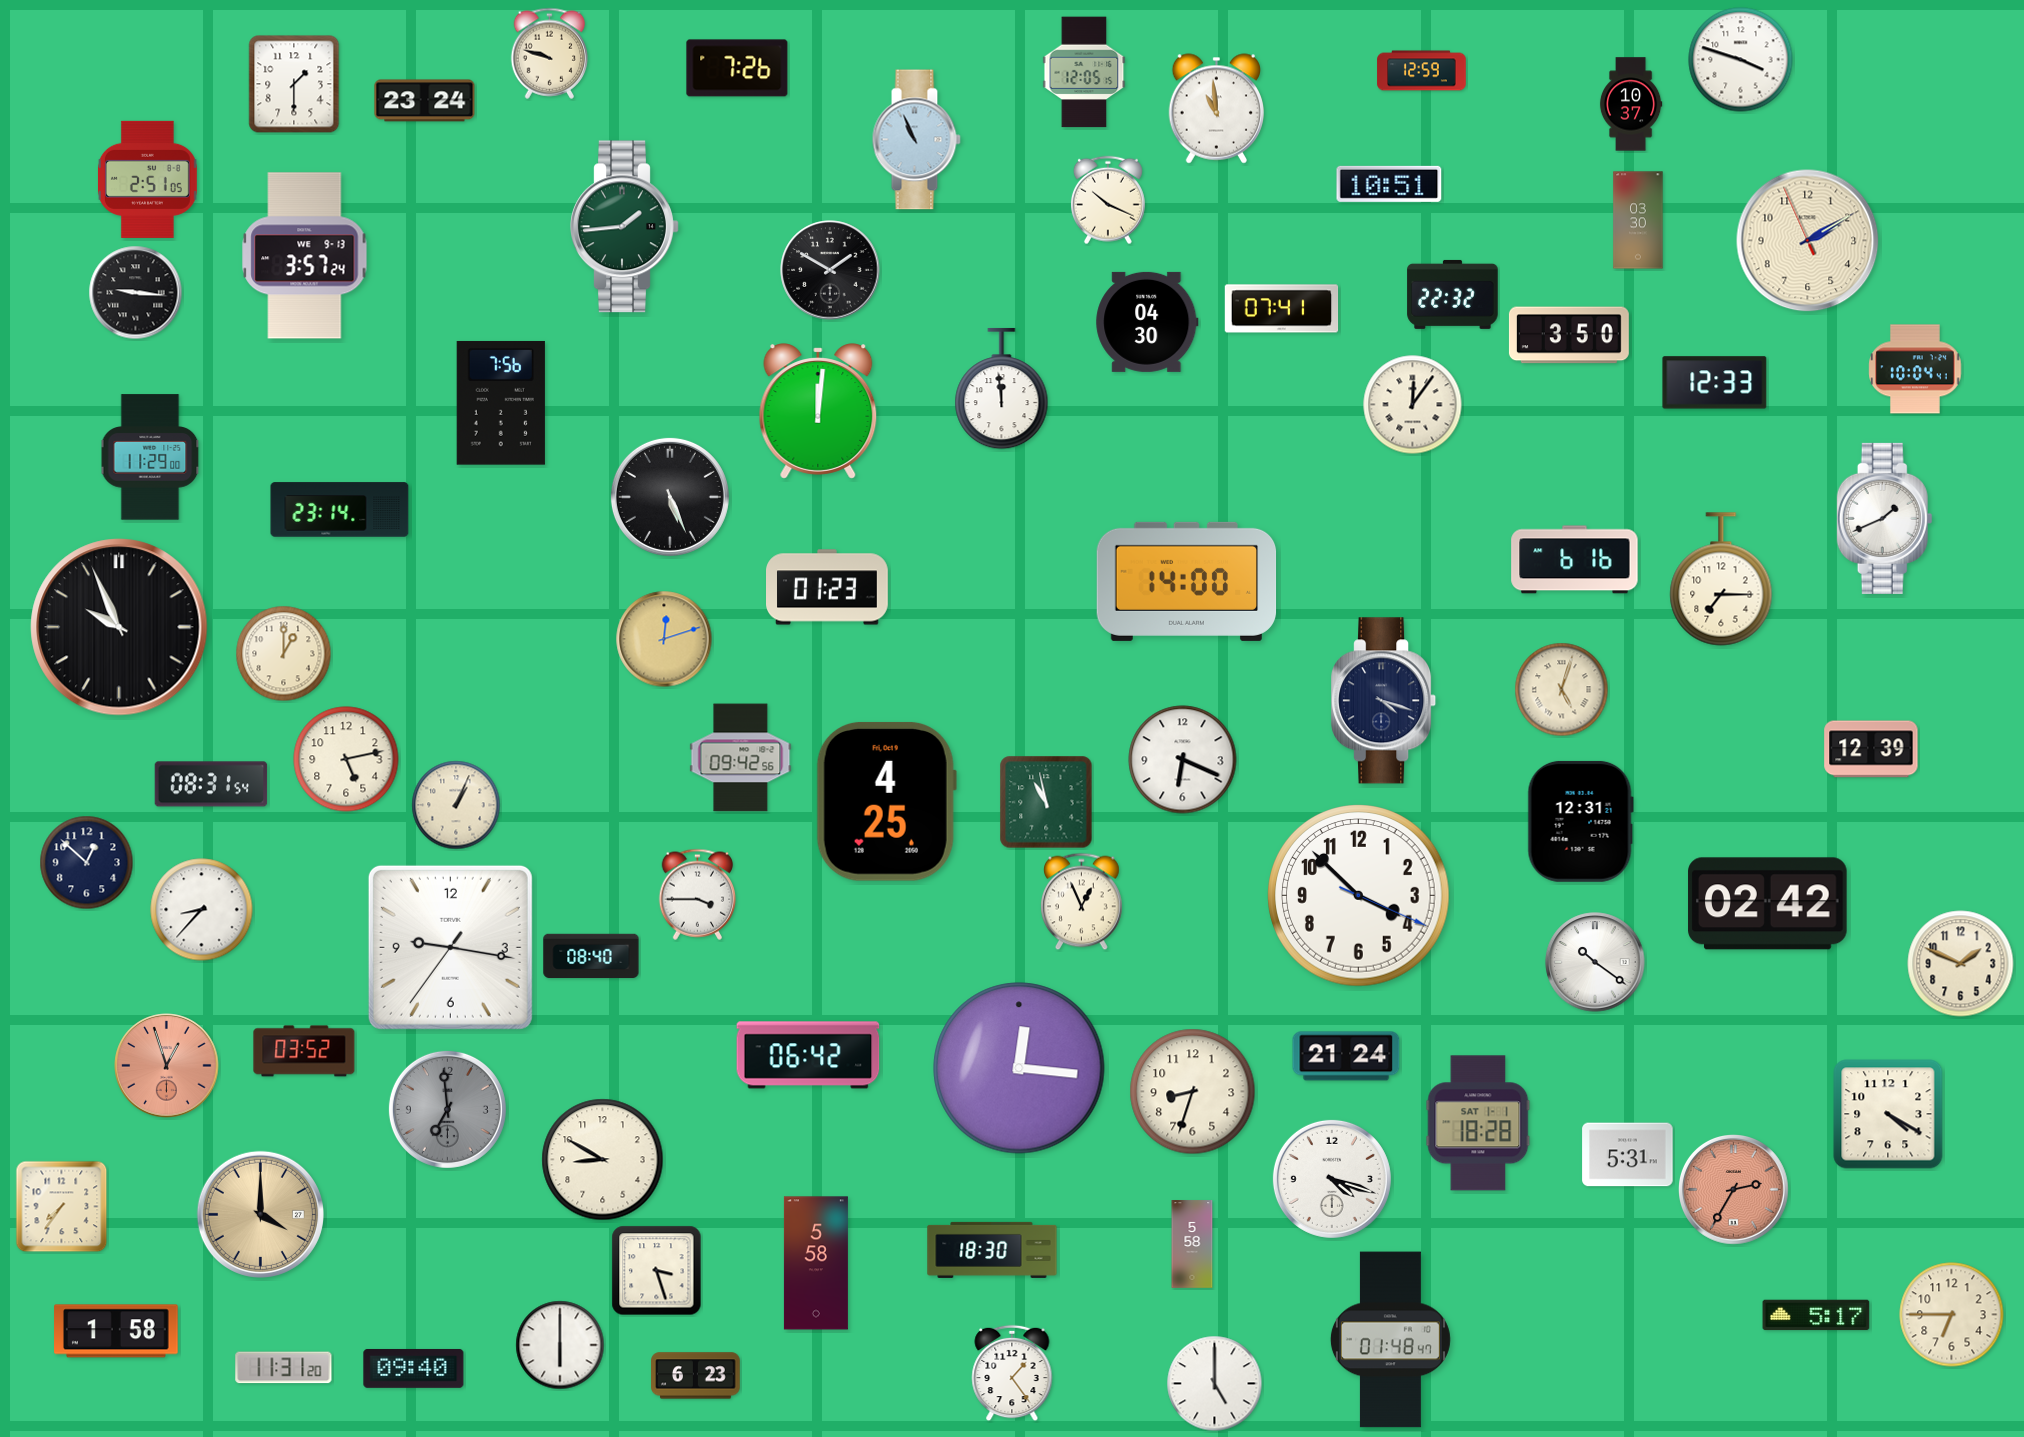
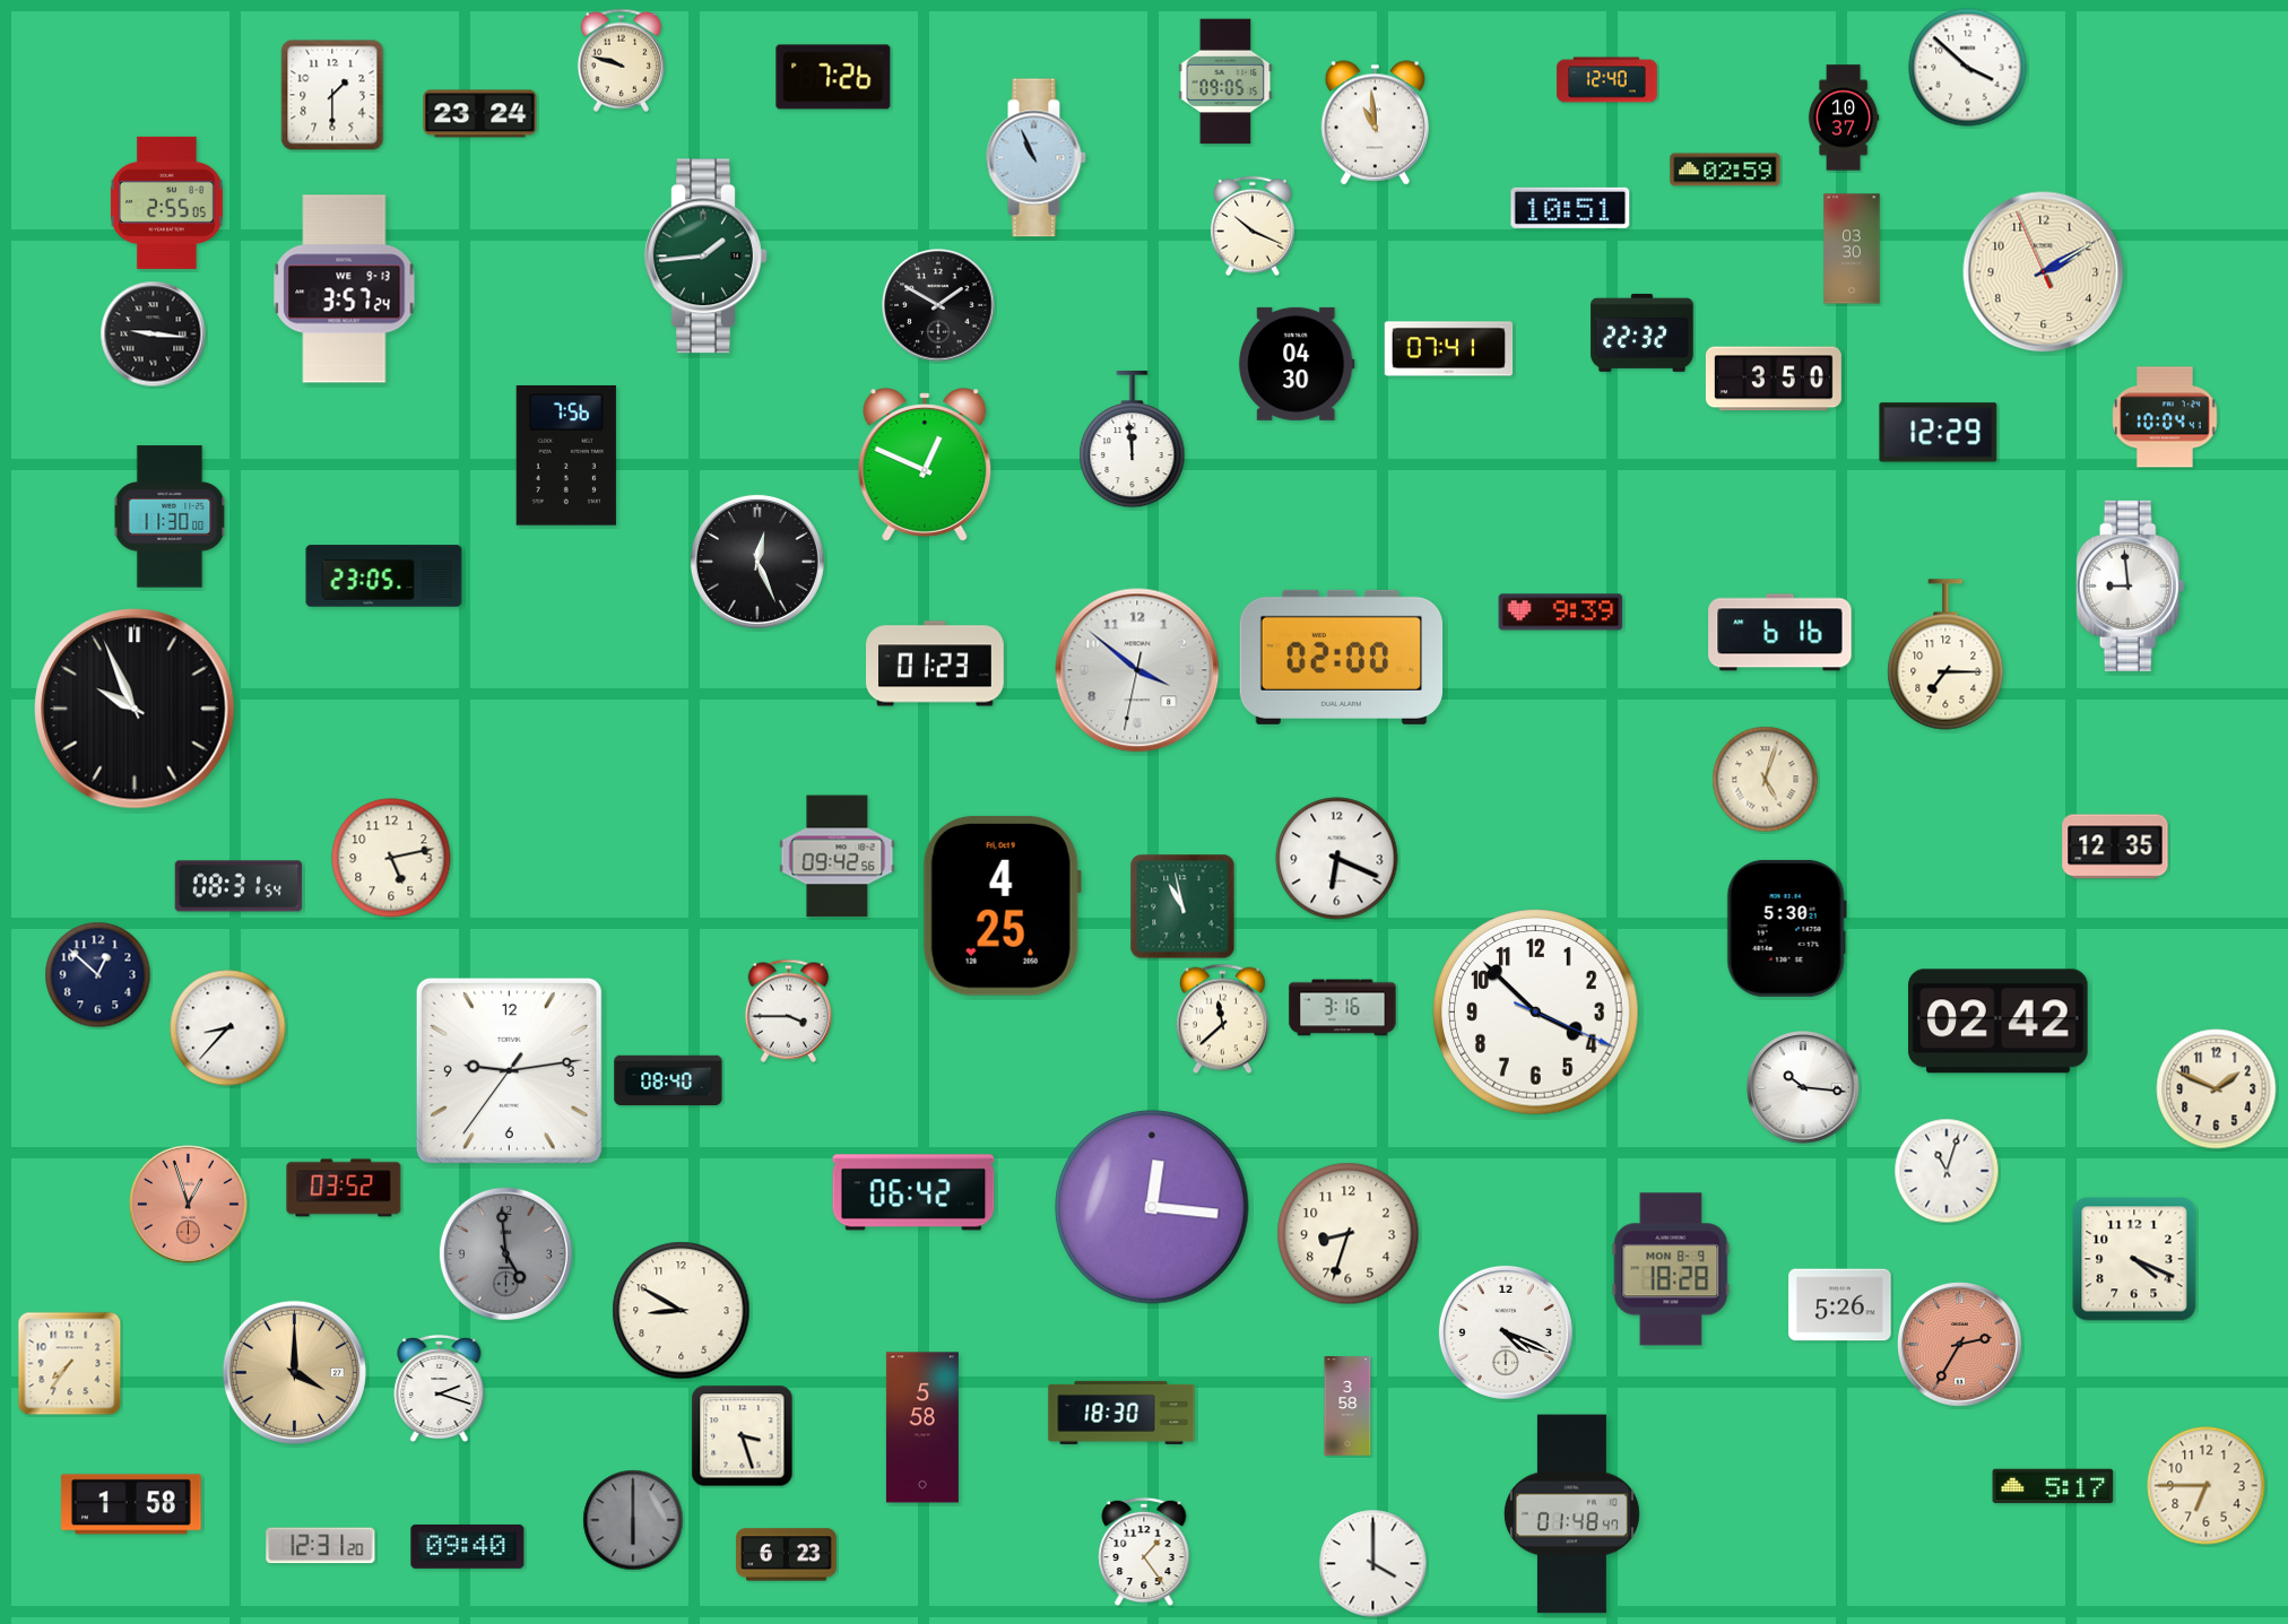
clock at (1741, 60): 3:48 -> 3:52
clock at (1422, 71): 12:59 -> 12:40
clock at (1084, 72): 12:05 -> 09:05
clock at (1725, 170): none -> 02:59
clock at (147, 179): 2:51 -> 2:55
clock at (136, 293) position: (136, 293) -> (154, 335)
clock at (1715, 383): 12:33 -> 12:29
clock at (1413, 405): 12:06 -> none
clock at (818, 411): 12:01 -> 12:49
clock at (150, 457): 11:29 -> 11:30
clock at (670, 497): 5:26 -> 12:26
clock at (340, 510): 23:14 -> 23:05
clock at (1885, 518): 1:41 -> 8:59
clock at (1561, 613): none -> 9:39
clock at (1187, 581): 14:00 -> 02:00
clock at (1137, 670): none -> 3:51
clock at (664, 639): 12:12 -> none
clock at (284, 654): 1:00 -> none
clock at (1384, 701): 4:18 -> none
clock at (1871, 749): 12:39 -> 12:35
clock at (456, 805): 1:04 -> none
clock at (1580, 821): 12:31 -> 5:30
clock at (1343, 1008): none -> 3:16
clock at (1082, 902): 12:56 -> 11:38
clock at (450, 947): 9:16 -> 9:13
clock at (1595, 962): 10:21 -> 10:16
clock at (1947, 1171): none -> 11:03
clock at (1346, 1056): 21:24 -> none
clock at (447, 1109): 6:59 -> 4:59
clock at (1888, 1114): 4:20 -> 4:19
clock at (1478, 1123) date: SAT 1-1 -> MON 8-9
clock at (1628, 1155): 5:31 -> 5:26
clock at (1332, 1179): 4:18 -> 4:19
clock at (440, 1389): none -> 2:18
clock at (1192, 1244): 5:58 -> 3:58
clock at (560, 1345) dial: white -> grey
clock at (284, 1368): 11:31 -> 12:31
clock at (1215, 1384): 5:00 -> 4:00
